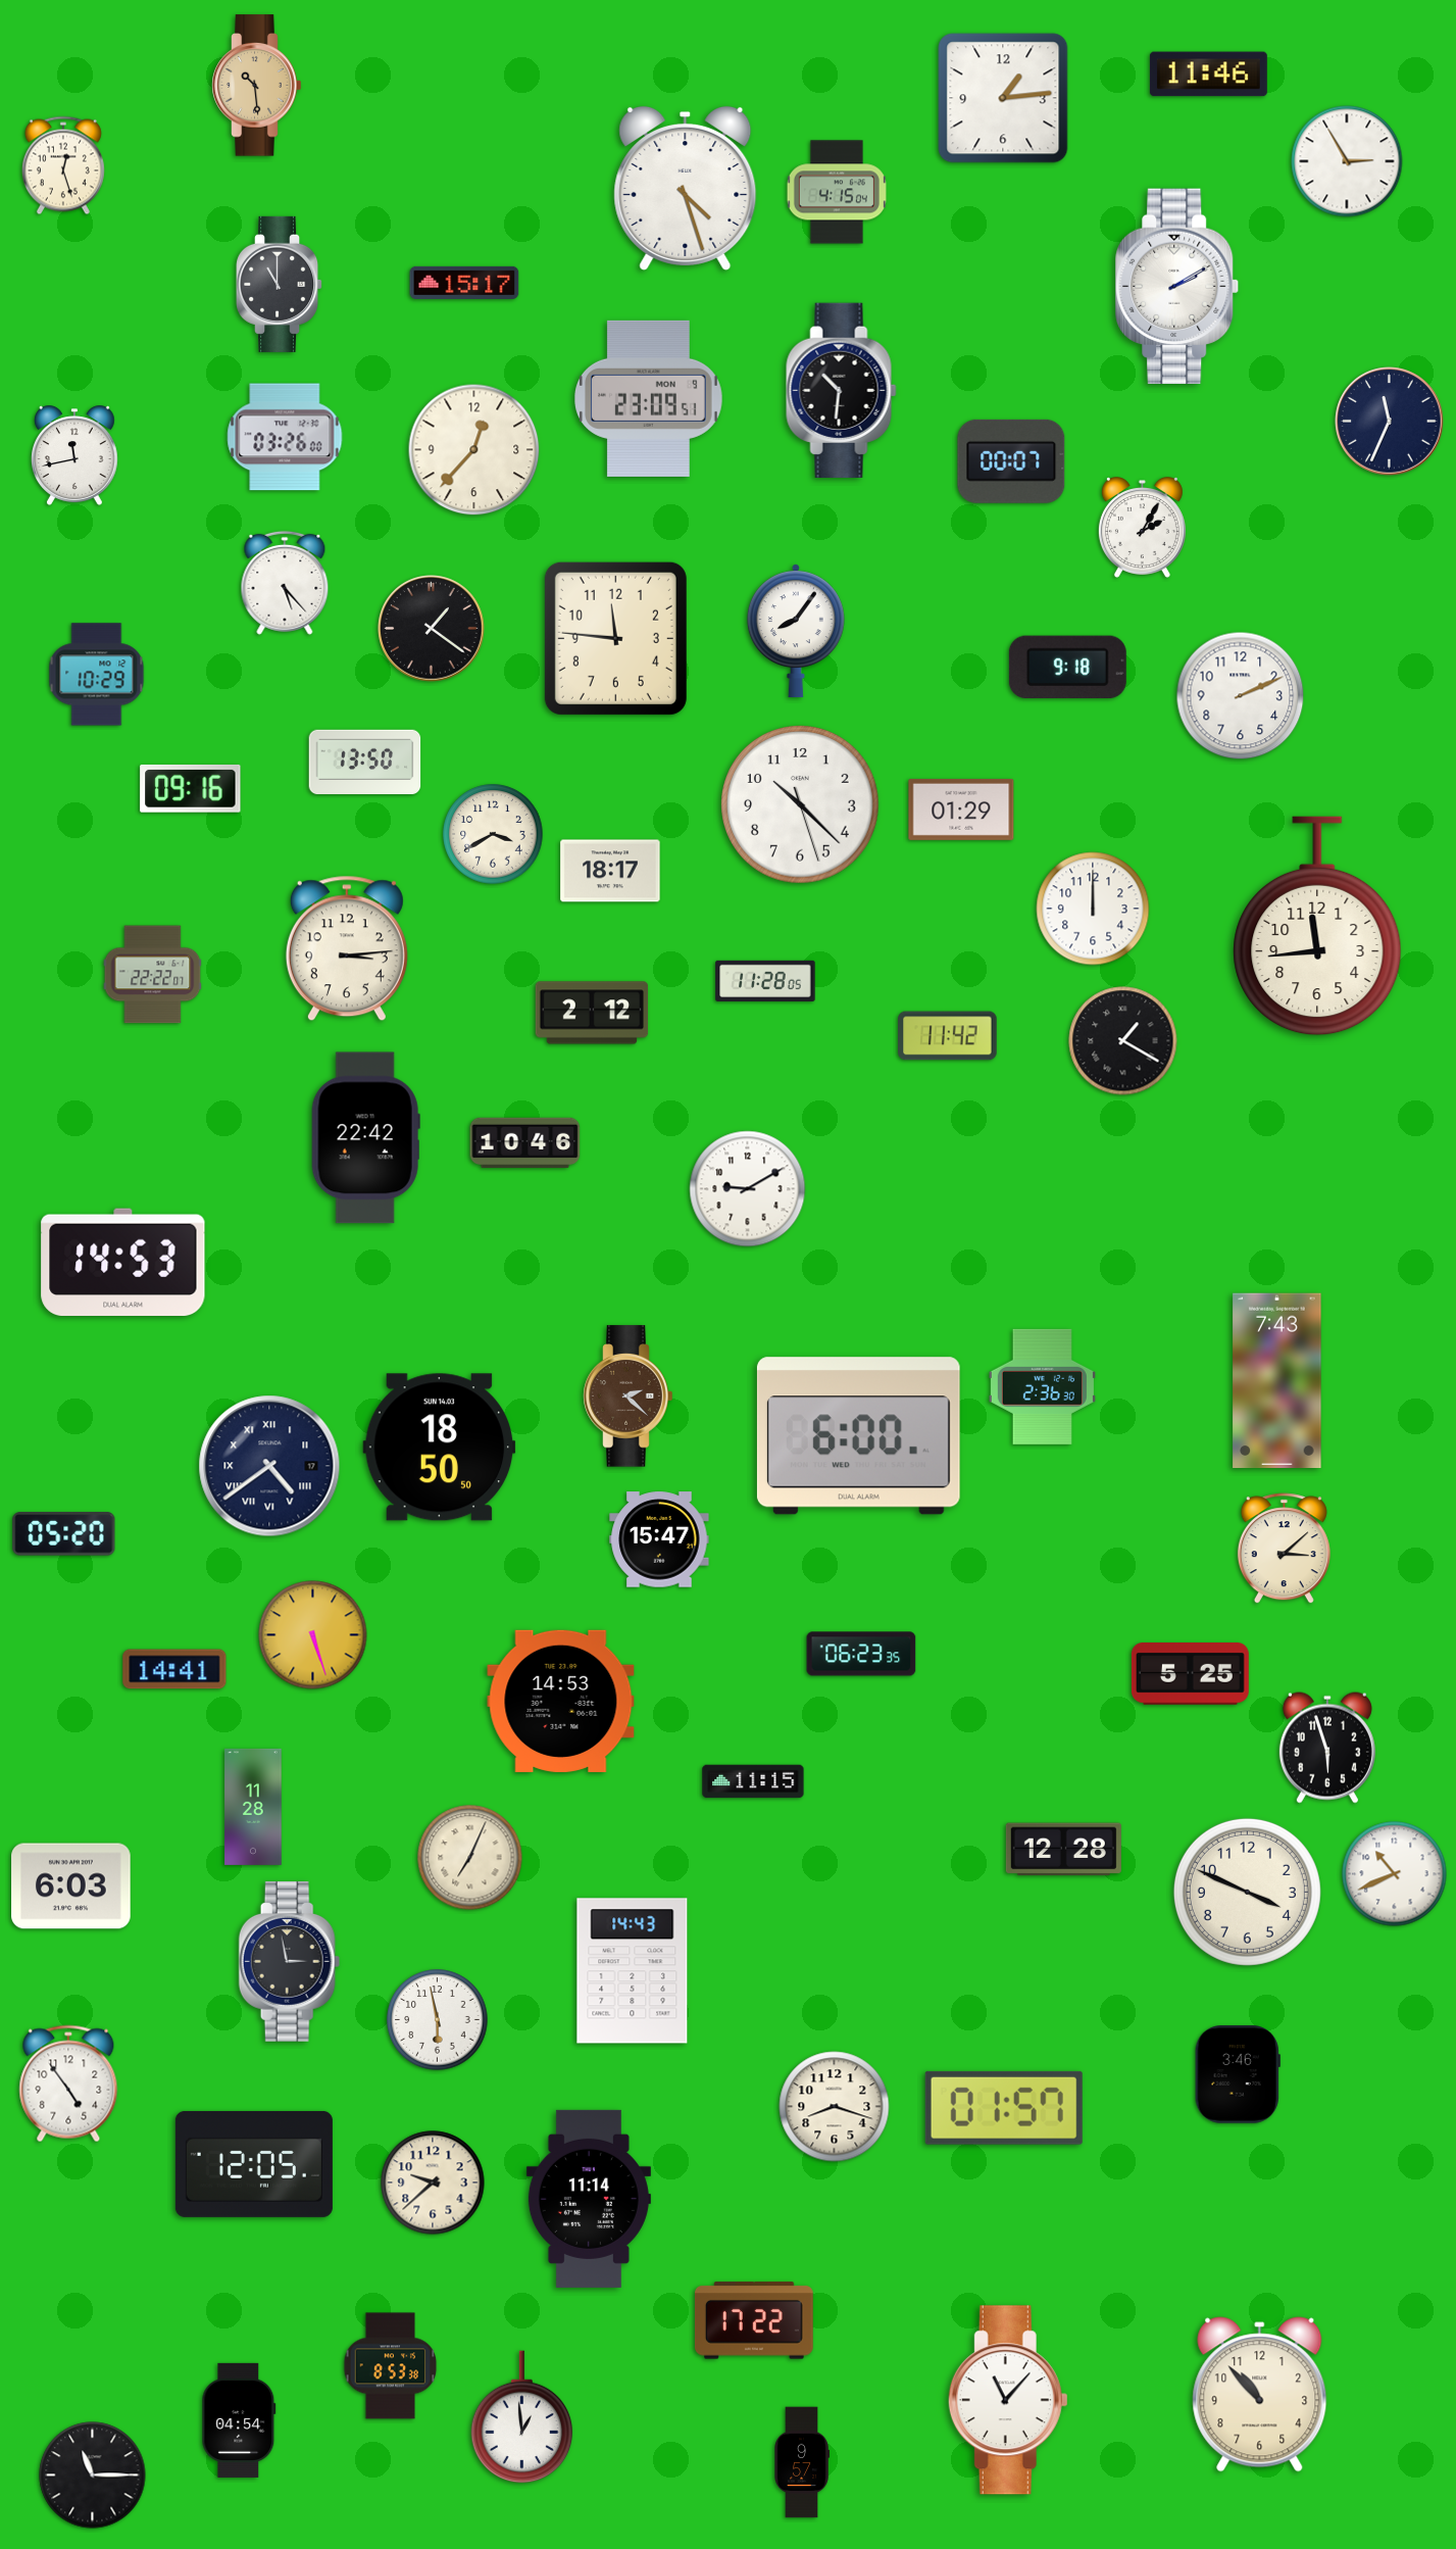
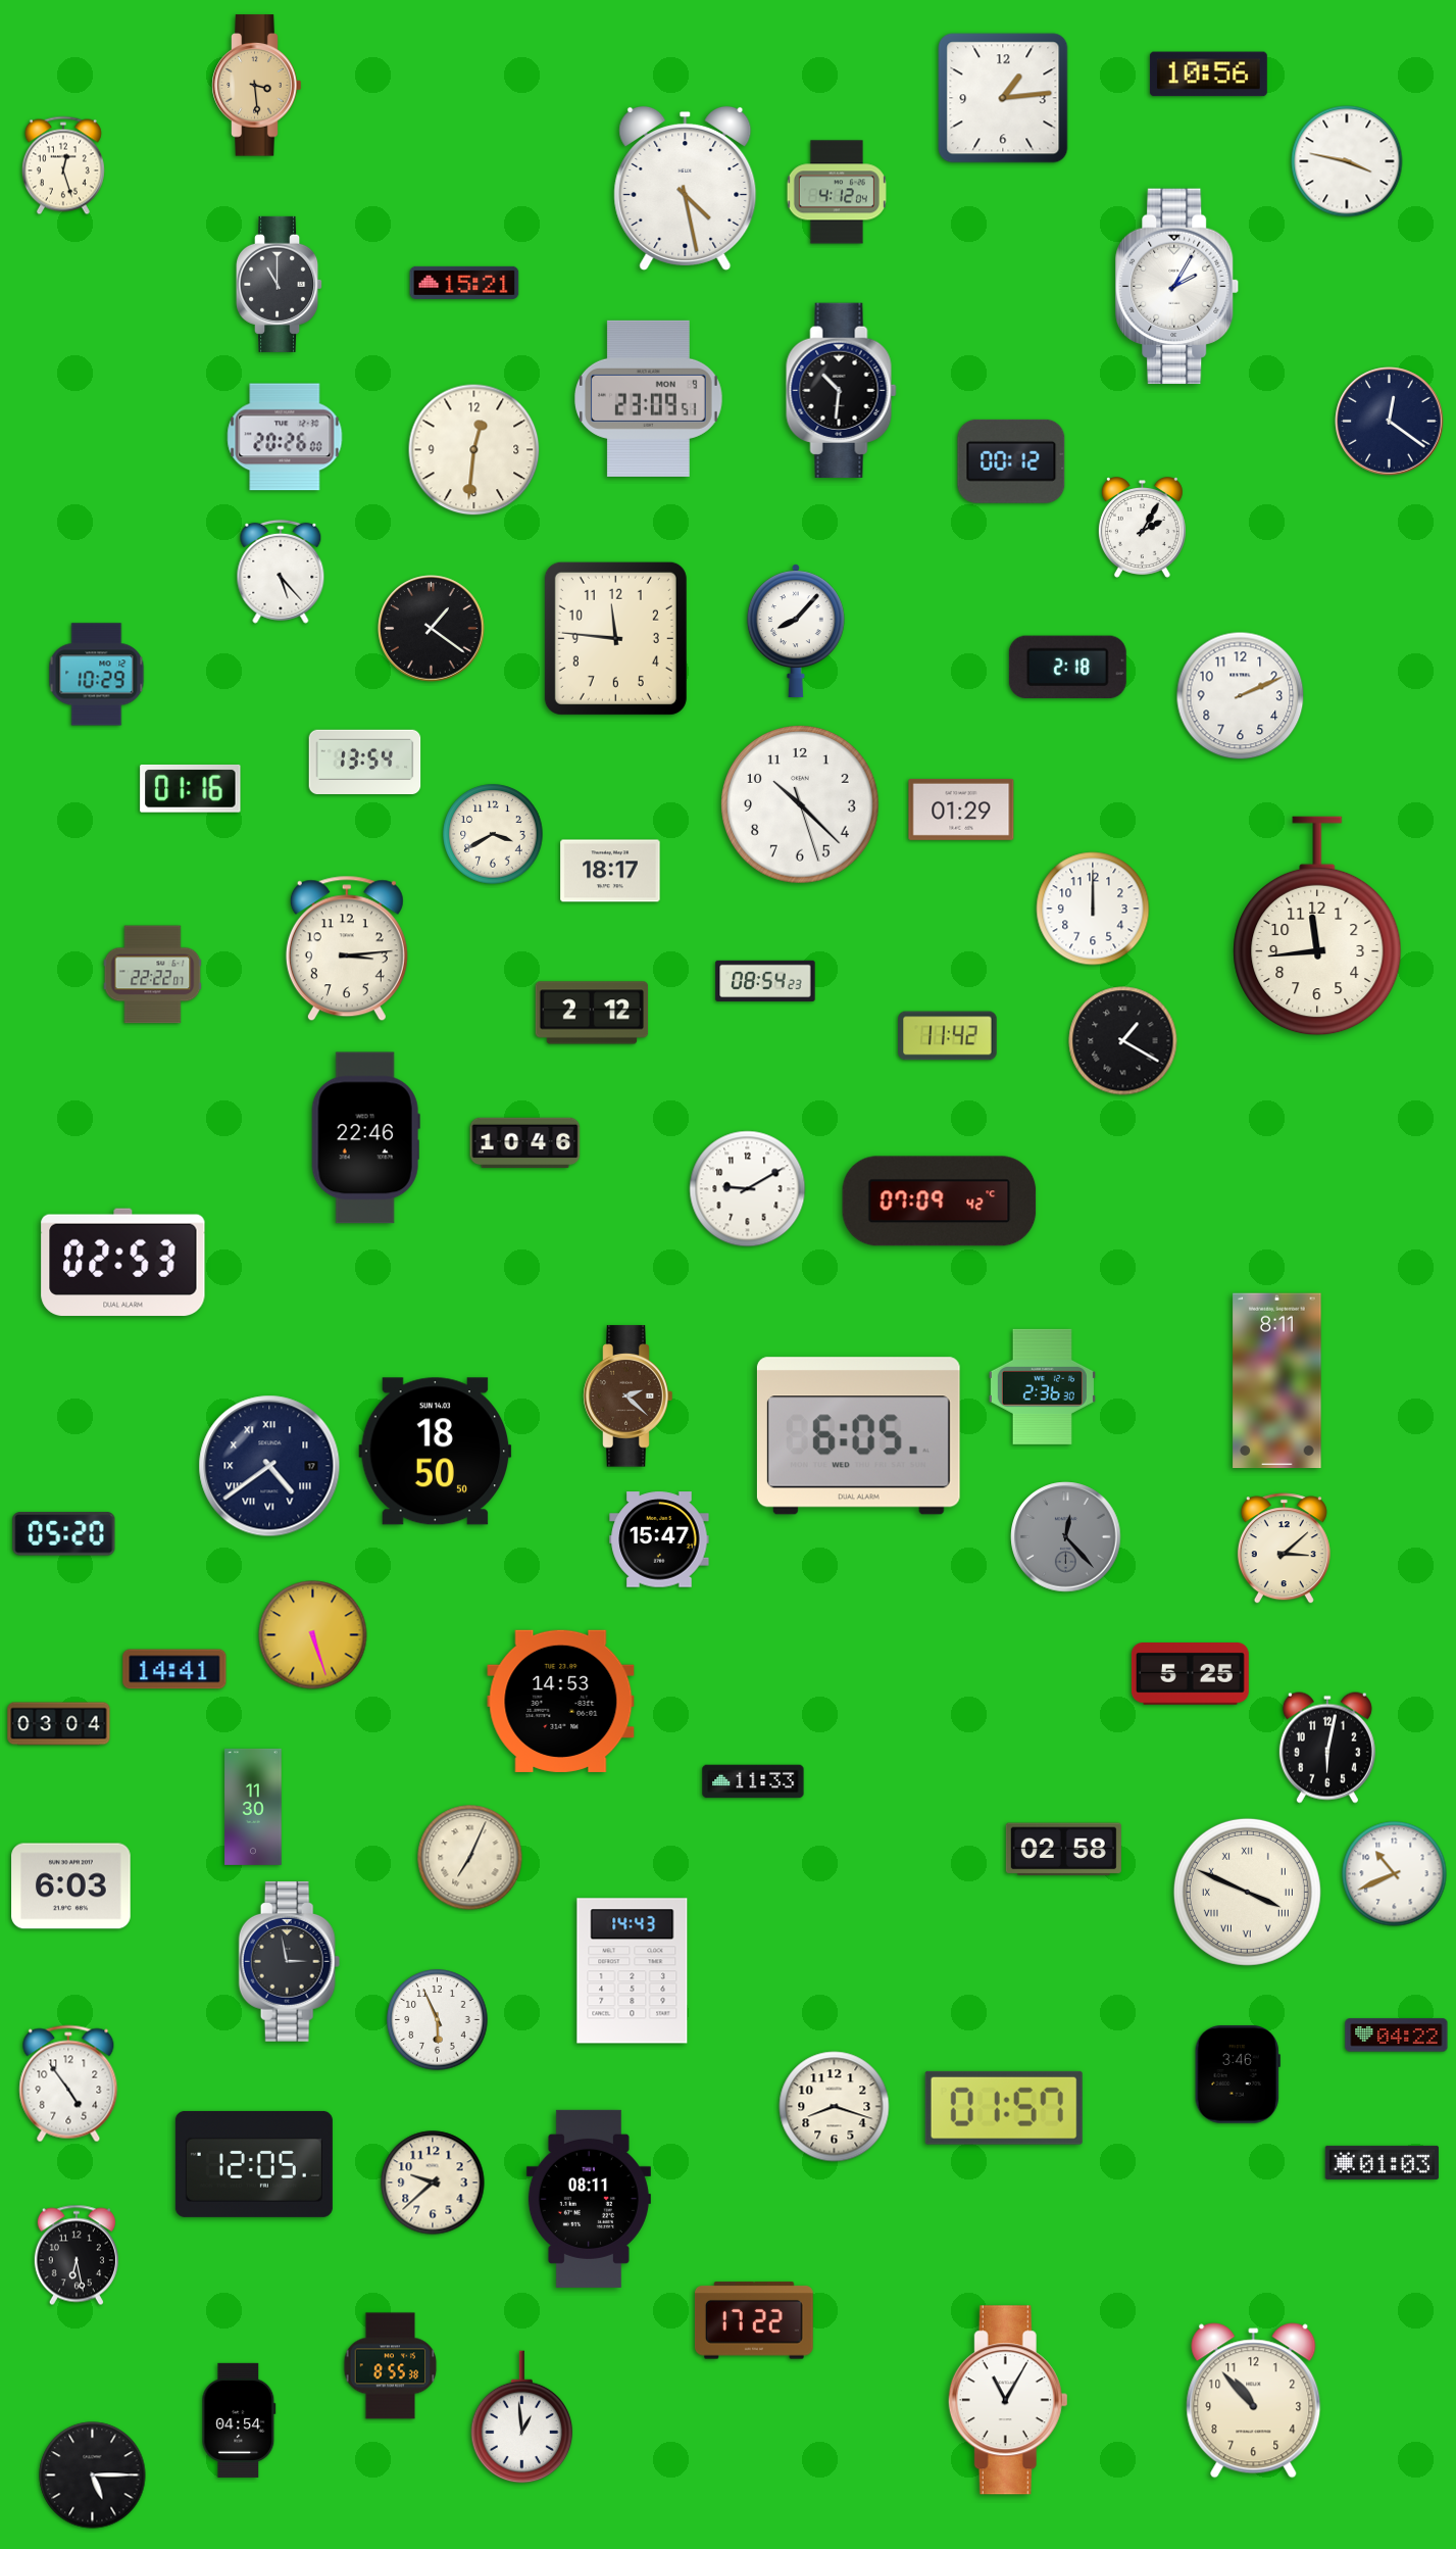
clock at (1208, 75): 11:46 -> 10:56
clock at (257, 86): 10:29 -> 3:29
clock at (1347, 161): 2:55 -> 3:47
clock at (686, 188): 4:27 -> 4:28
clock at (837, 192): 4:15 -> 4:12
clock at (464, 283): 15:17 -> 15:21
clock at (1177, 286): 2:10 -> 2:05
clock at (1390, 422): 11:34 -> 12:21
clock at (285, 437): 03:26 -> 20:26
clock at (474, 450): 12:37 -> 12:31
clock at (74, 455): 11:43 -> none
clock at (1011, 461): 00:07 -> 00:12
clock at (285, 583) position: (285, 583) -> (281, 572)
clock at (796, 631): 8:06 -> 8:07
clock at (1067, 667): 9:18 -> 2:18
clock at (365, 762): 13:50 -> 13:54
clock at (191, 789): 09:16 -> 01:16
clock at (765, 980): 11:28 -> 08:54
clock at (365, 1138): 22:42 -> 22:46
clock at (940, 1202): none -> 07:09
clock at (123, 1263): 14:53 -> 02:53
clock at (1277, 1381): 7:43 -> 8:11
clock at (858, 1436): 6:00 -> 6:05
clock at (440, 1448) position: (440, 1448) -> (436, 1452)
clock at (1066, 1537): none -> 12:23
clock at (861, 1654): 06:23 -> none
clock at (59, 1724): none -> 03:04
clock at (1327, 1748): 5:57 -> 6:02
clock at (753, 1781): 11:15 -> 11:33
clock at (253, 1807): 11:28 -> 11:30
clock at (1063, 1850): 12:28 -> 02:58
clock at (1247, 1892) numerals: Arabic -> Roman
clock at (438, 2020): 5:58 -> 5:56
clock at (1397, 2036): none -> 04:22
clock at (1382, 2162): none -> 01:03
clock at (589, 2199): 11:14 -> 08:11
clock at (77, 2255): none -> 6:28
clock at (391, 2366): 8:53 -> 8:55
clock at (1260, 2395) position: (1260, 2395) -> (1254, 2401)
clock at (1008, 2400): 11:07 -> 11:05
clock at (801, 2462): 9:57 -> none
clock at (93, 2476): 11:15 -> 5:15
